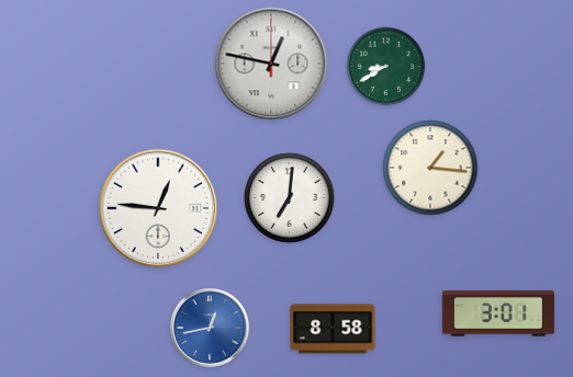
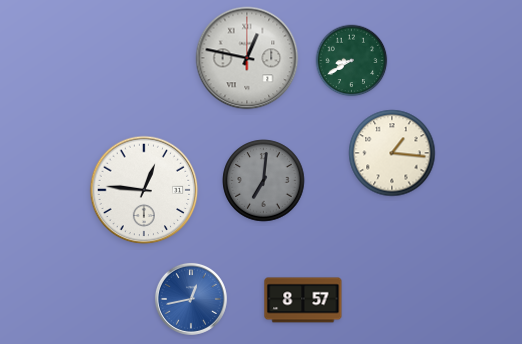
clock at (290, 198) dial: white -> grey
clock at (498, 313): 3:01 -> none
clock at (333, 329): 8:58 -> 8:57
